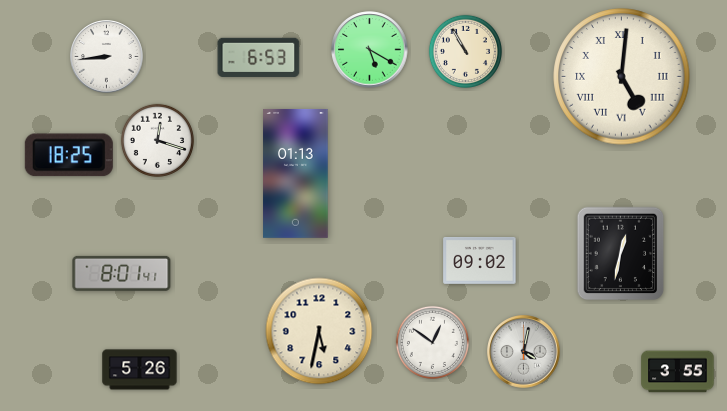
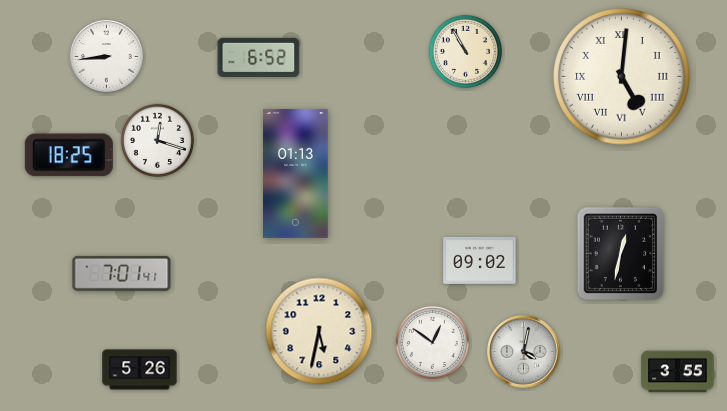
clock at (370, 50): 5:20 -> none
clock at (259, 57): 6:53 -> 6:52
clock at (122, 273): 8:01 -> 7:01
